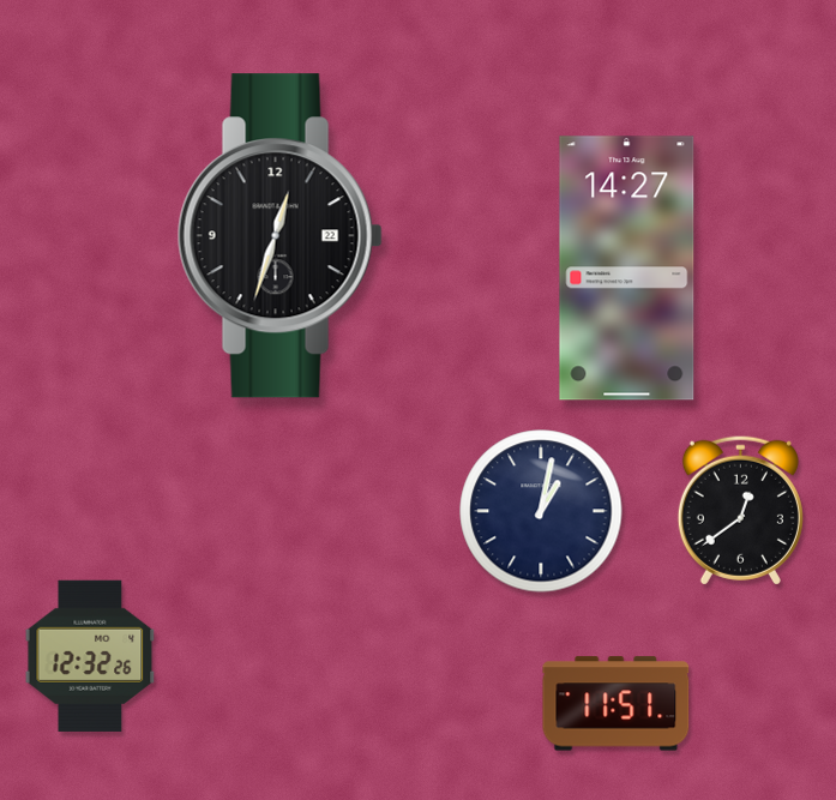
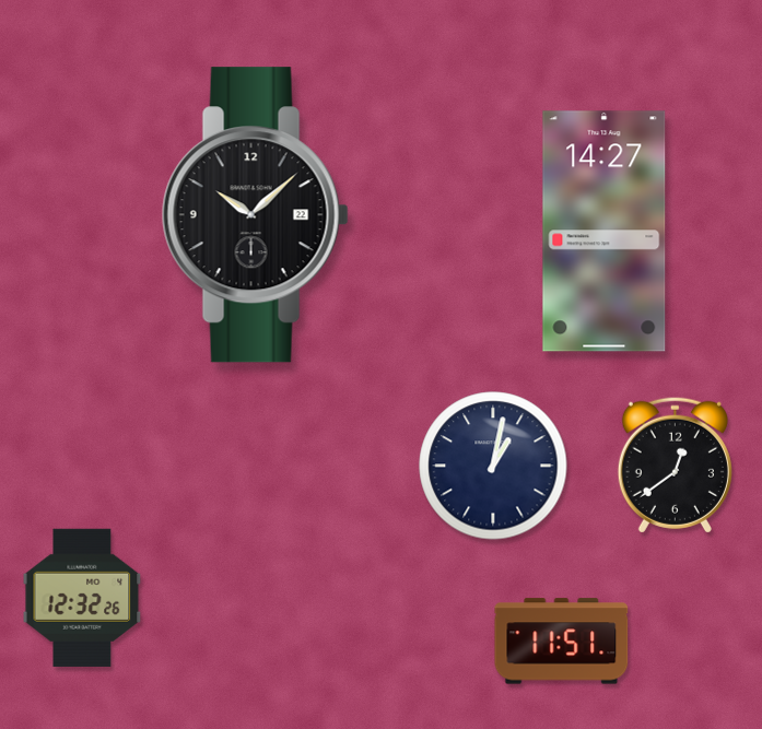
clock at (279, 236): 12:33 -> 10:08
clock at (627, 269) position: (627, 269) -> (605, 232)
